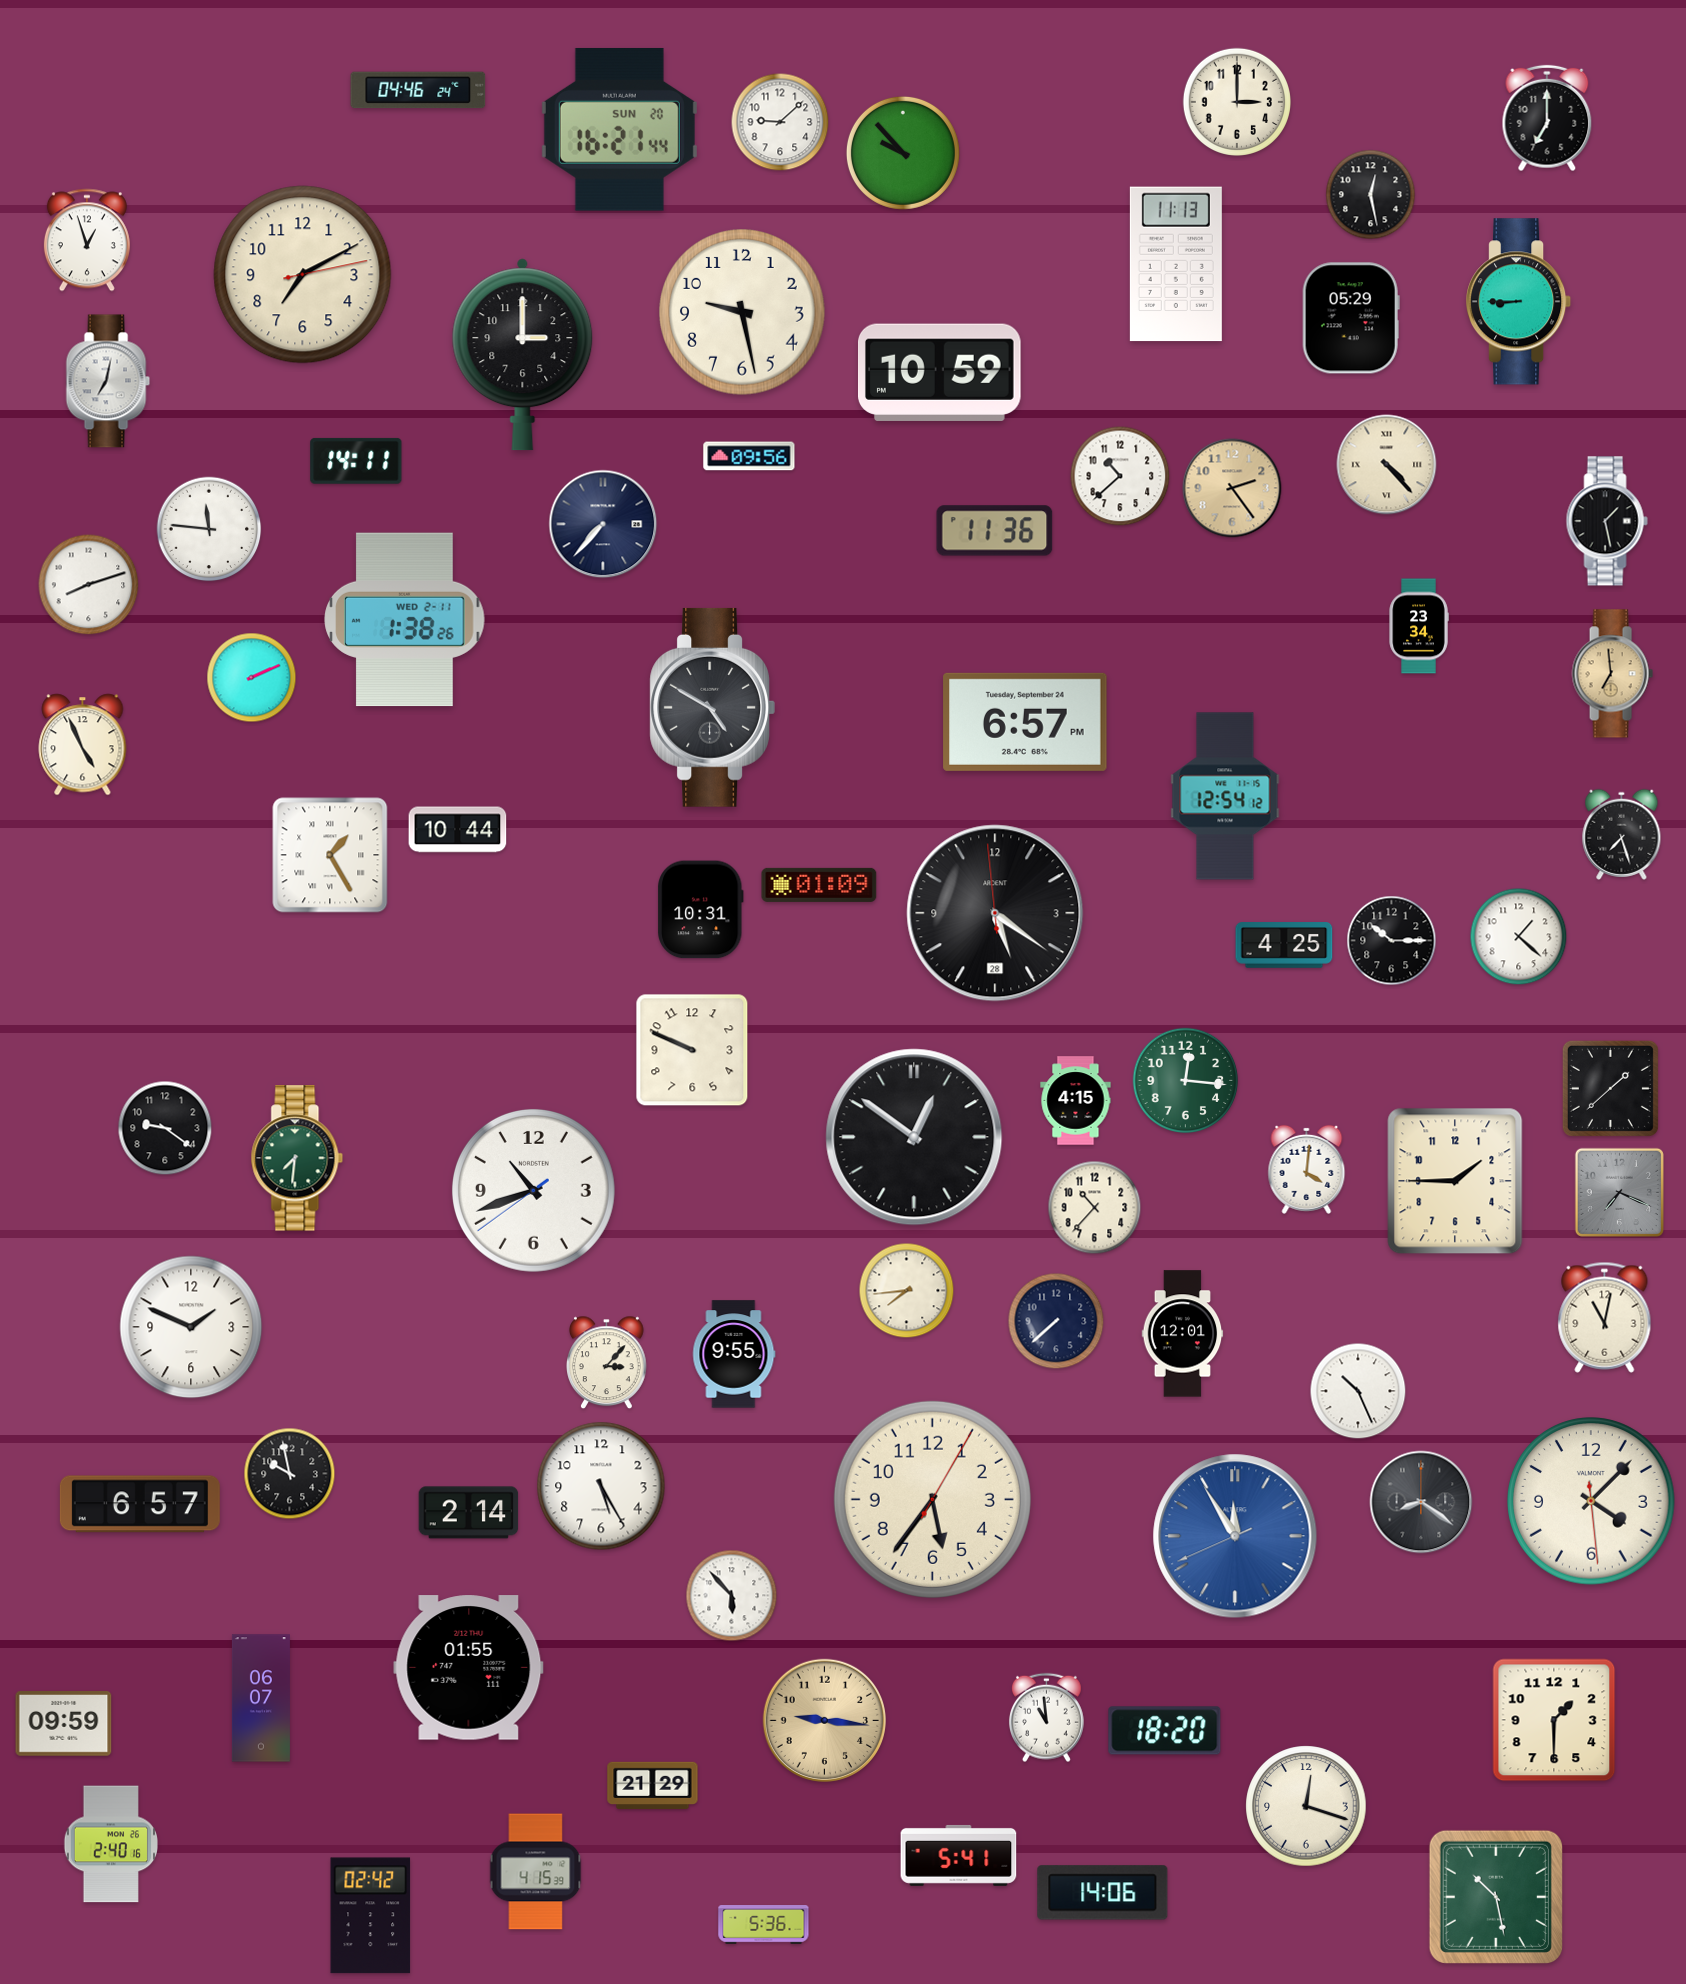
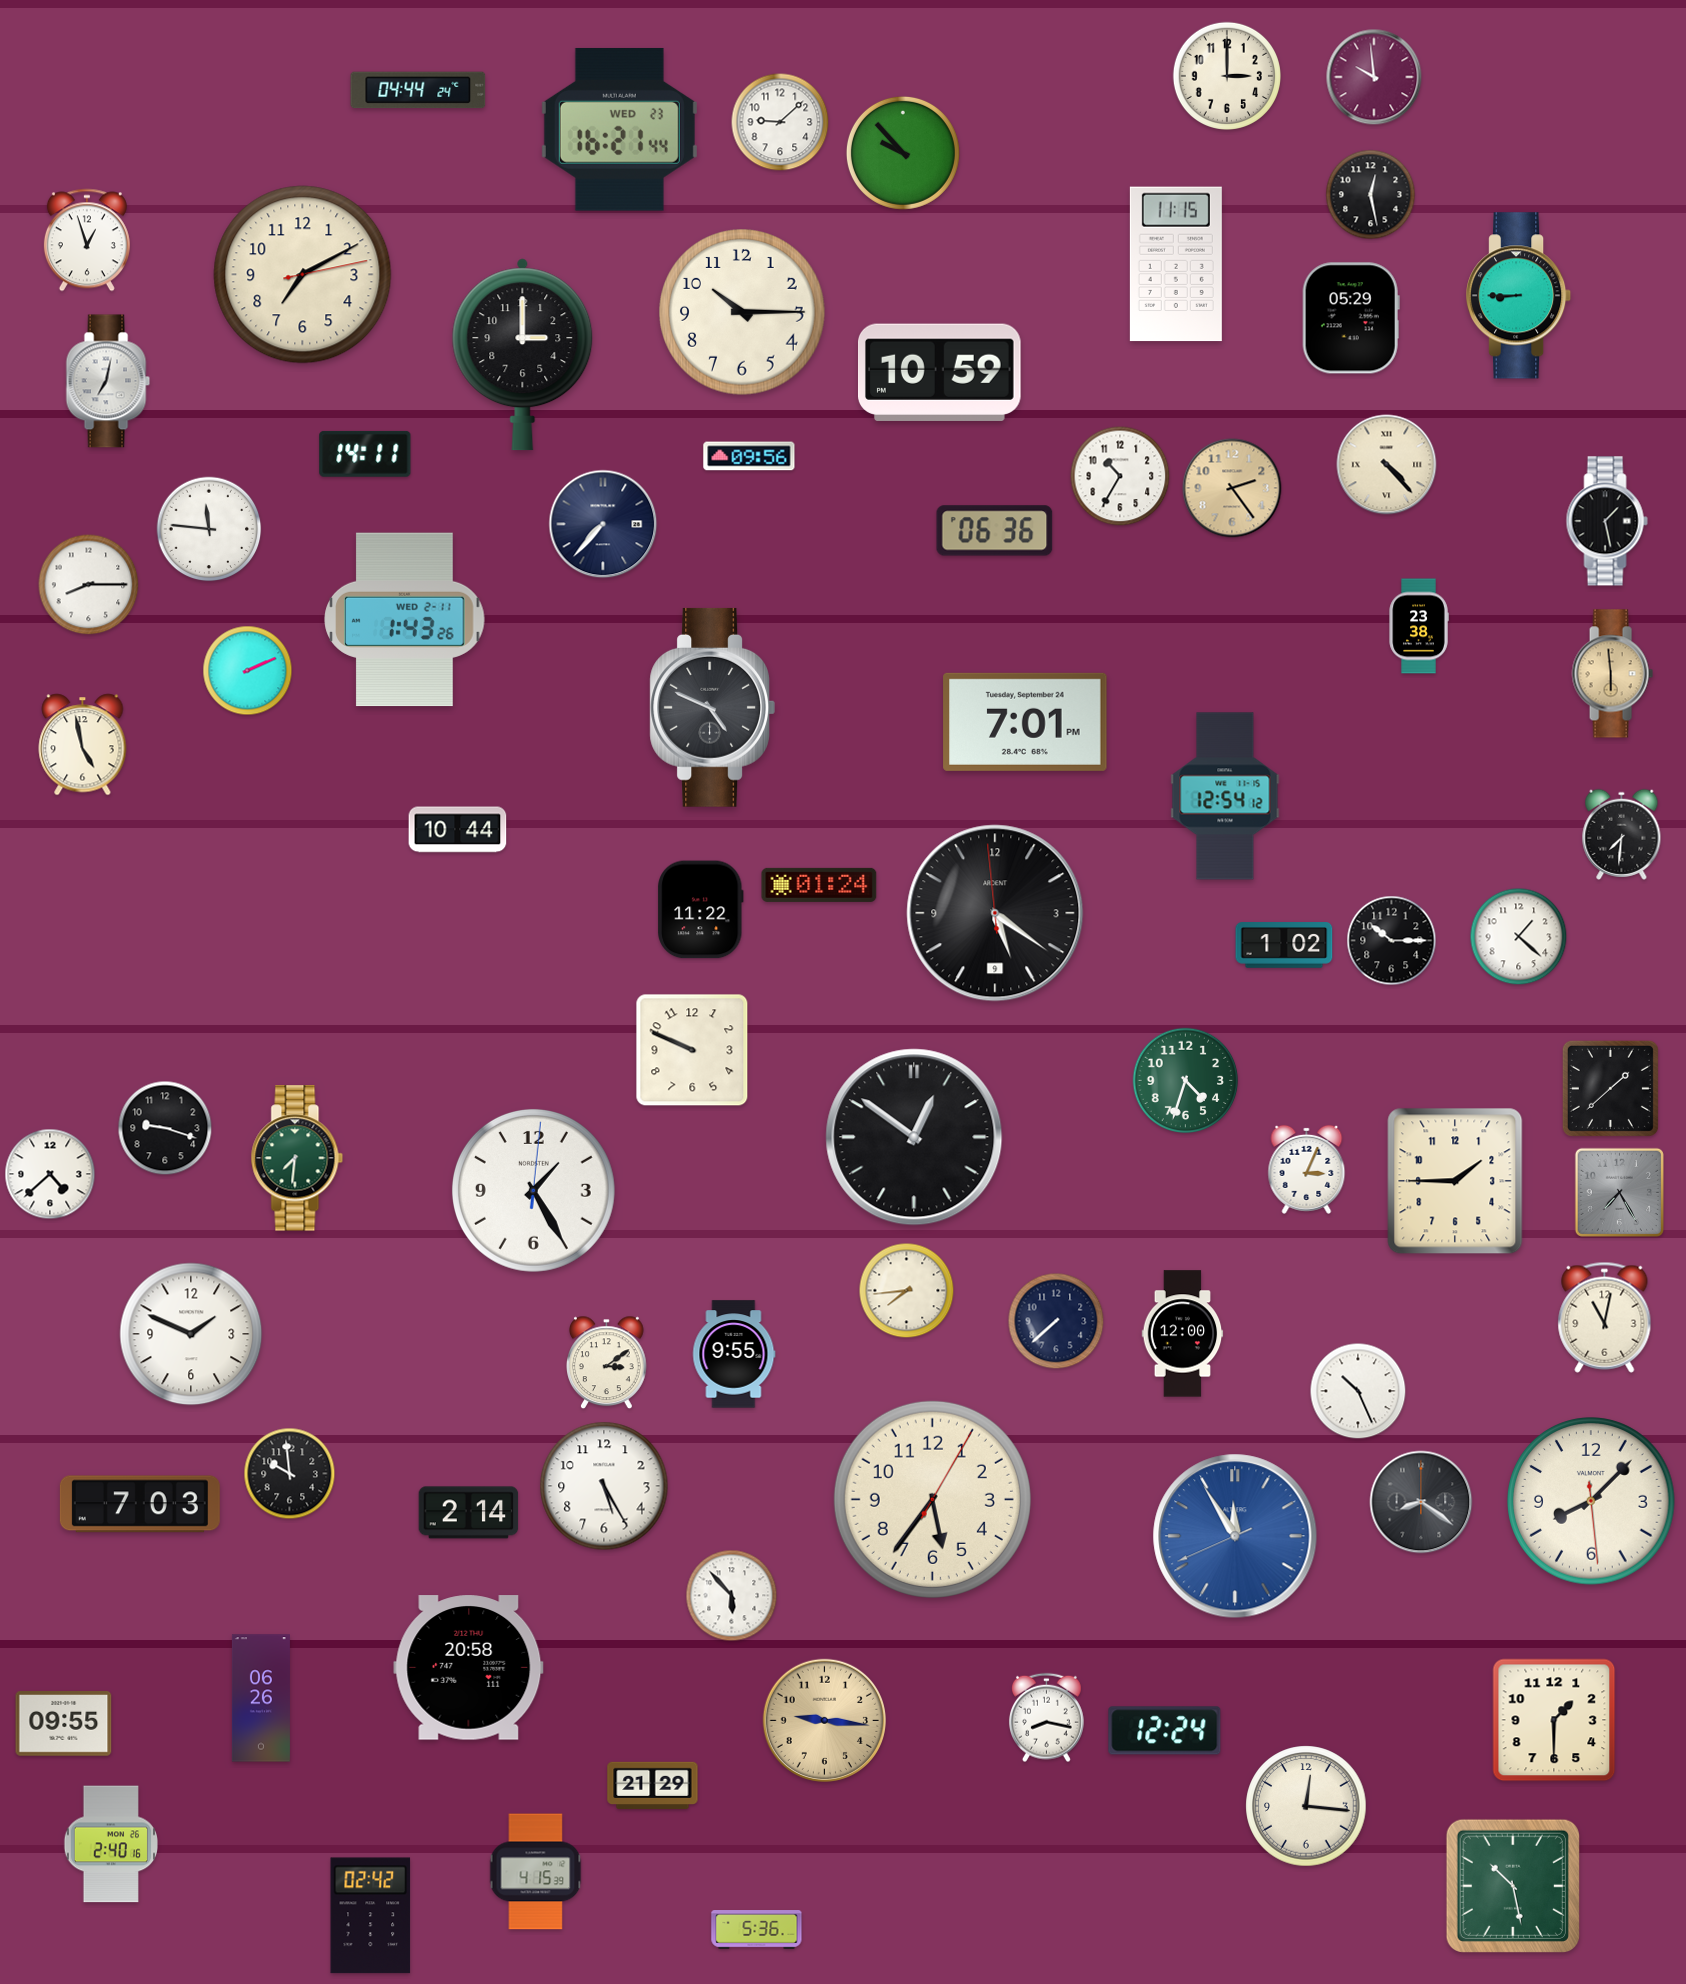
clock at (1374, 77): none -> 9:59
clock at (418, 90): 04:46 -> 04:44
clock at (1237, 102) position: (1237, 102) -> (1227, 76)
clock at (1547, 118): 7:00 -> none
clock at (619, 130) date: SUN 20 -> WED 23
clock at (1176, 264): 11:13 -> 11:15
clock at (1520, 302) position: (1520, 302) -> (1520, 296)
clock at (743, 313): 9:28 -> 10:15
clock at (356, 461) position: (356, 461) -> (365, 454)
clock at (1120, 476): 10:38 -> 10:35
clock at (995, 531): 11:36 -> 06:36
clock at (89, 585): 8:12 -> 8:15
clock at (405, 620): 1:38 -> 1:43
clock at (1419, 626): 23:34 -> 23:38
clock at (1612, 674): 6:59 -> 5:59
clock at (252, 678) position: (252, 678) -> (248, 671)
clock at (712, 707): 4:50 -> 4:49
clock at (1025, 722): 6:57 -> 7:01
clock at (83, 745): 4:56 -> 4:58
clock at (1622, 834): 7:27 -> 7:31
clock at (330, 855): 1:25 -> none
clock at (819, 885): 01:09 -> 01:24
clock at (701, 910): 10:31 -> 11:22
clock at (995, 913) date: 28 -> 9
clock at (1284, 945): 4:25 -> 1:02
clock at (1186, 1081): 12:16 -> 4:33
clock at (1076, 1101): 4:15 -> none
clock at (165, 1128): 9:21 -> 9:18
clock at (1307, 1169): 4:01 -> 3:04
clock at (50, 1174): none -> 4:38
clock at (533, 1190): 10:41 -> 1:25
clock at (1619, 1192): 7:19 -> 7:25
clock at (1095, 1208): 10:37 -> none
clock at (191, 1327) position: (191, 1327) -> (191, 1334)
clock at (1183, 1334): 12:01 -> 12:00
clock at (607, 1363): 3:07 -> 3:09
clock at (290, 1474): 9:58 -> 9:59
clock at (601, 1486) position: (601, 1486) -> (604, 1486)
clock at (1591, 1501): 4:07 -> 8:07
clock at (140, 1504): 6:57 -> 7:03
clock at (469, 1668): 01:55 -> 20:58
clock at (261, 1698): 06:07 -> 06:26
clock at (1046, 1718): 10:59 -> 8:17
clock at (64, 1724): 09:59 -> 09:55
clock at (1165, 1731): 18:20 -> 12:24
clock at (1306, 1806): 12:18 -> 12:16
clock at (959, 1855): 5:41 -> none
clock at (1103, 1893): 14:06 -> none
clock at (1496, 1897) position: (1496, 1897) -> (1513, 1886)
clock at (764, 1925) position: (764, 1925) -> (757, 1930)
